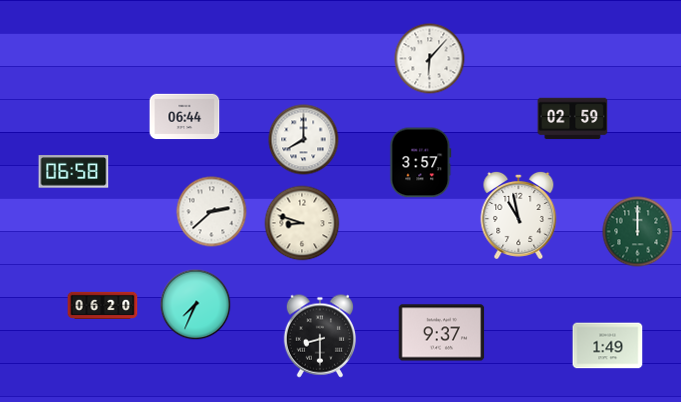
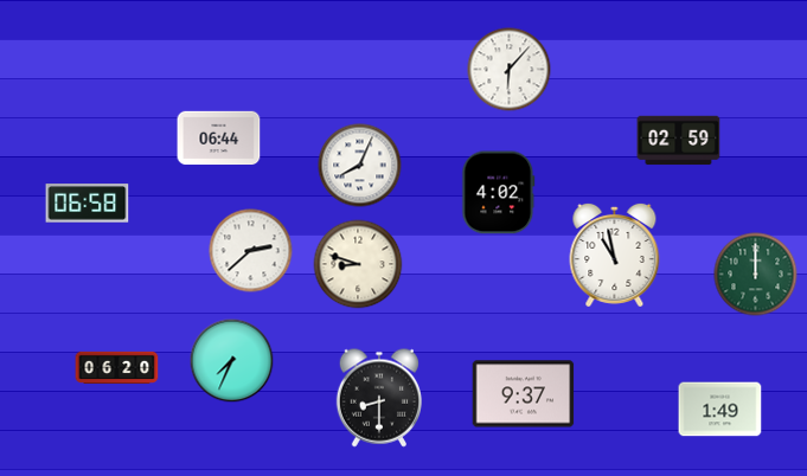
clock at (304, 140): 8:00 -> 8:04
clock at (421, 163): 3:57 -> 4:02
clock at (103, 305) position: (103, 305) -> (117, 367)
